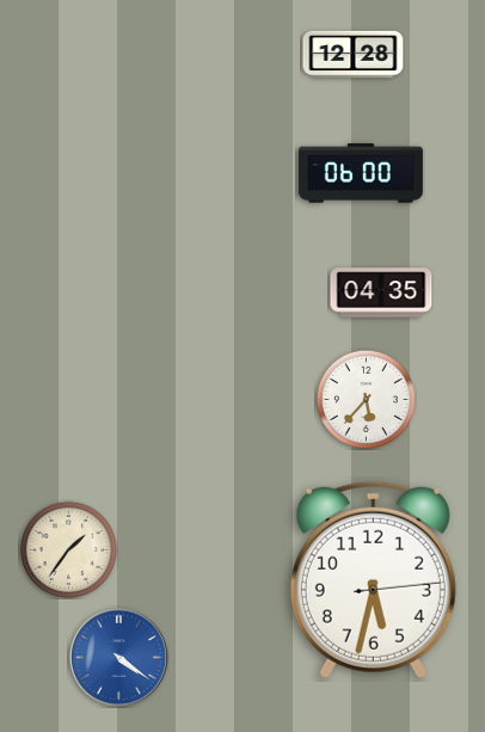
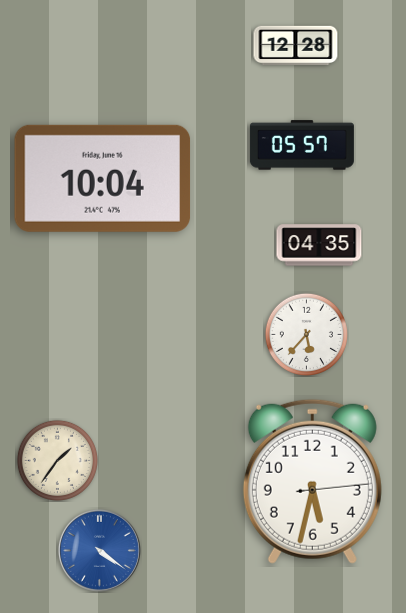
clock at (361, 173): 06:00 -> 05:57
clock at (103, 178): none -> 10:04
clock at (373, 579) position: (373, 579) -> (312, 481)
